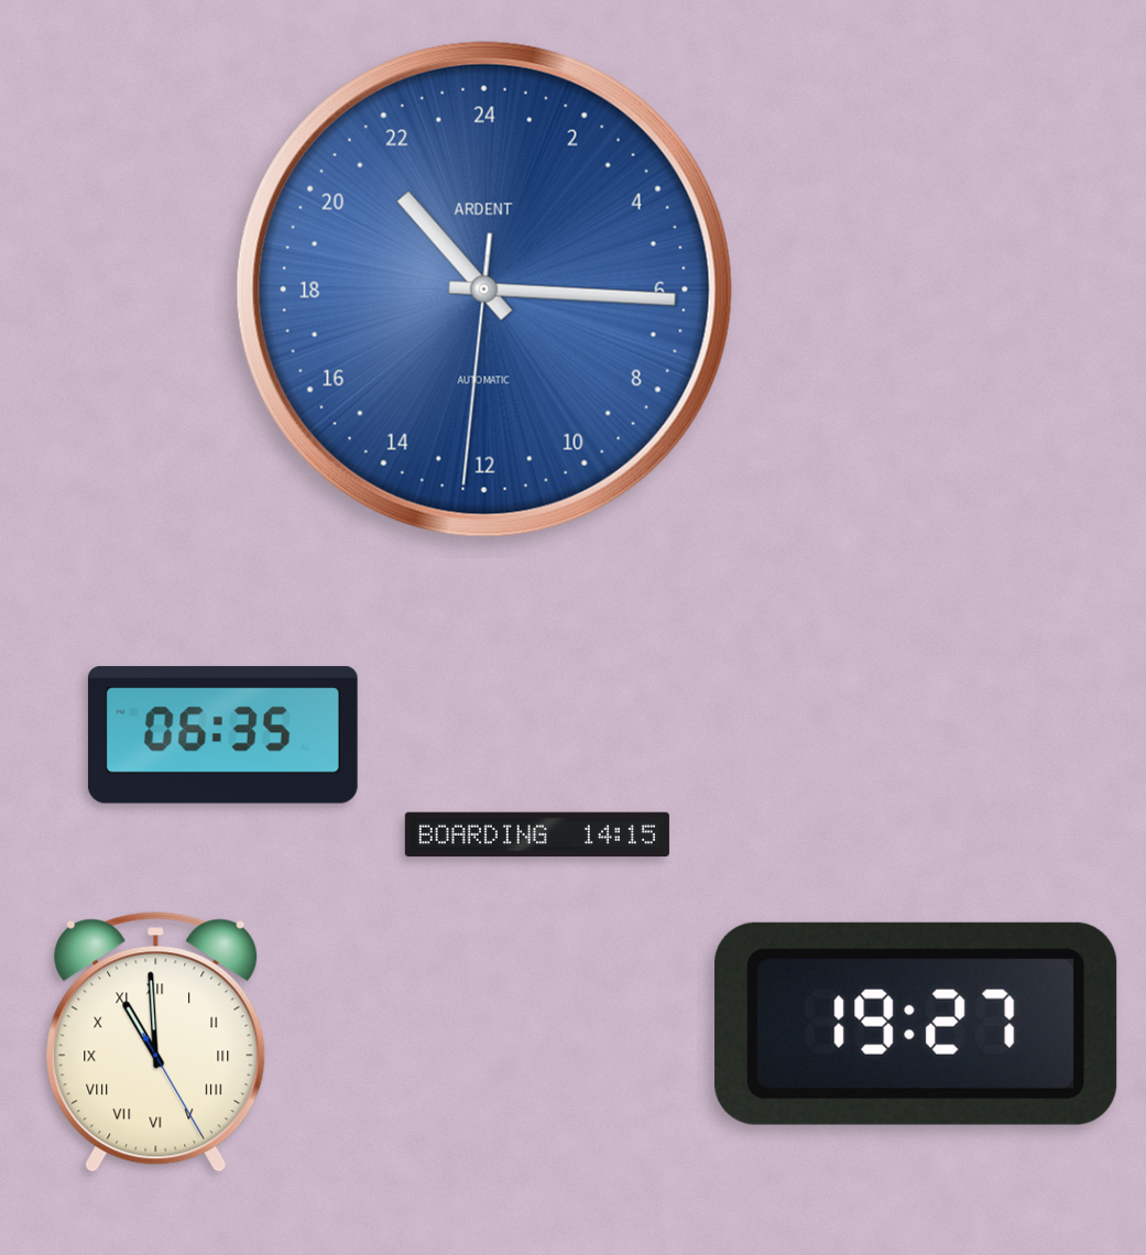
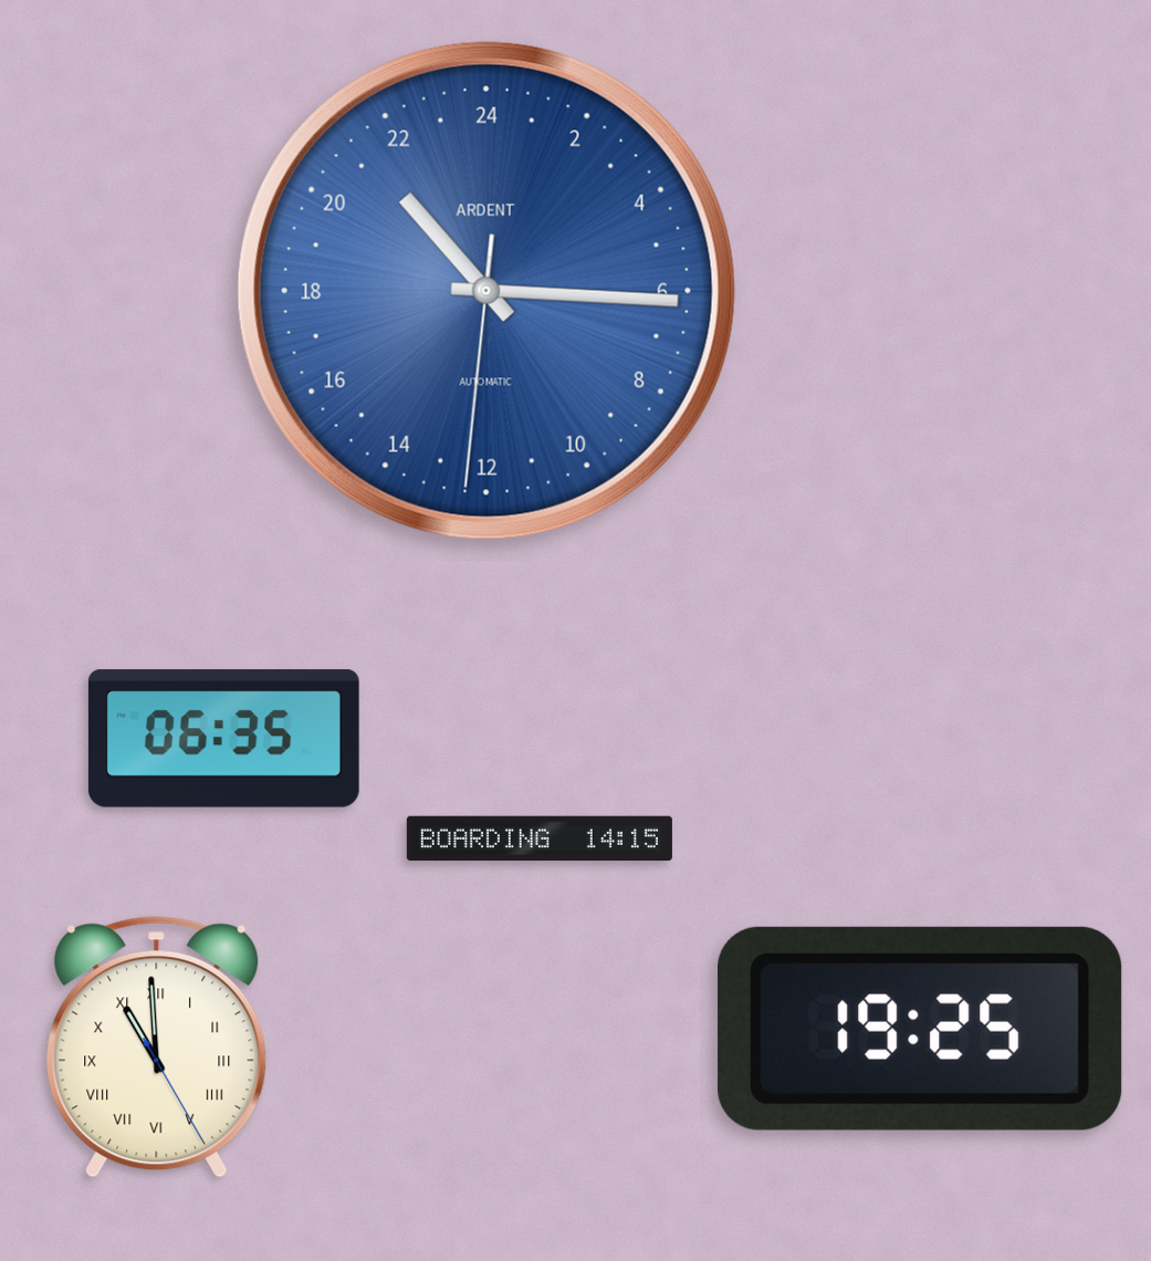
clock at (916, 1024): 19:27 -> 19:25
